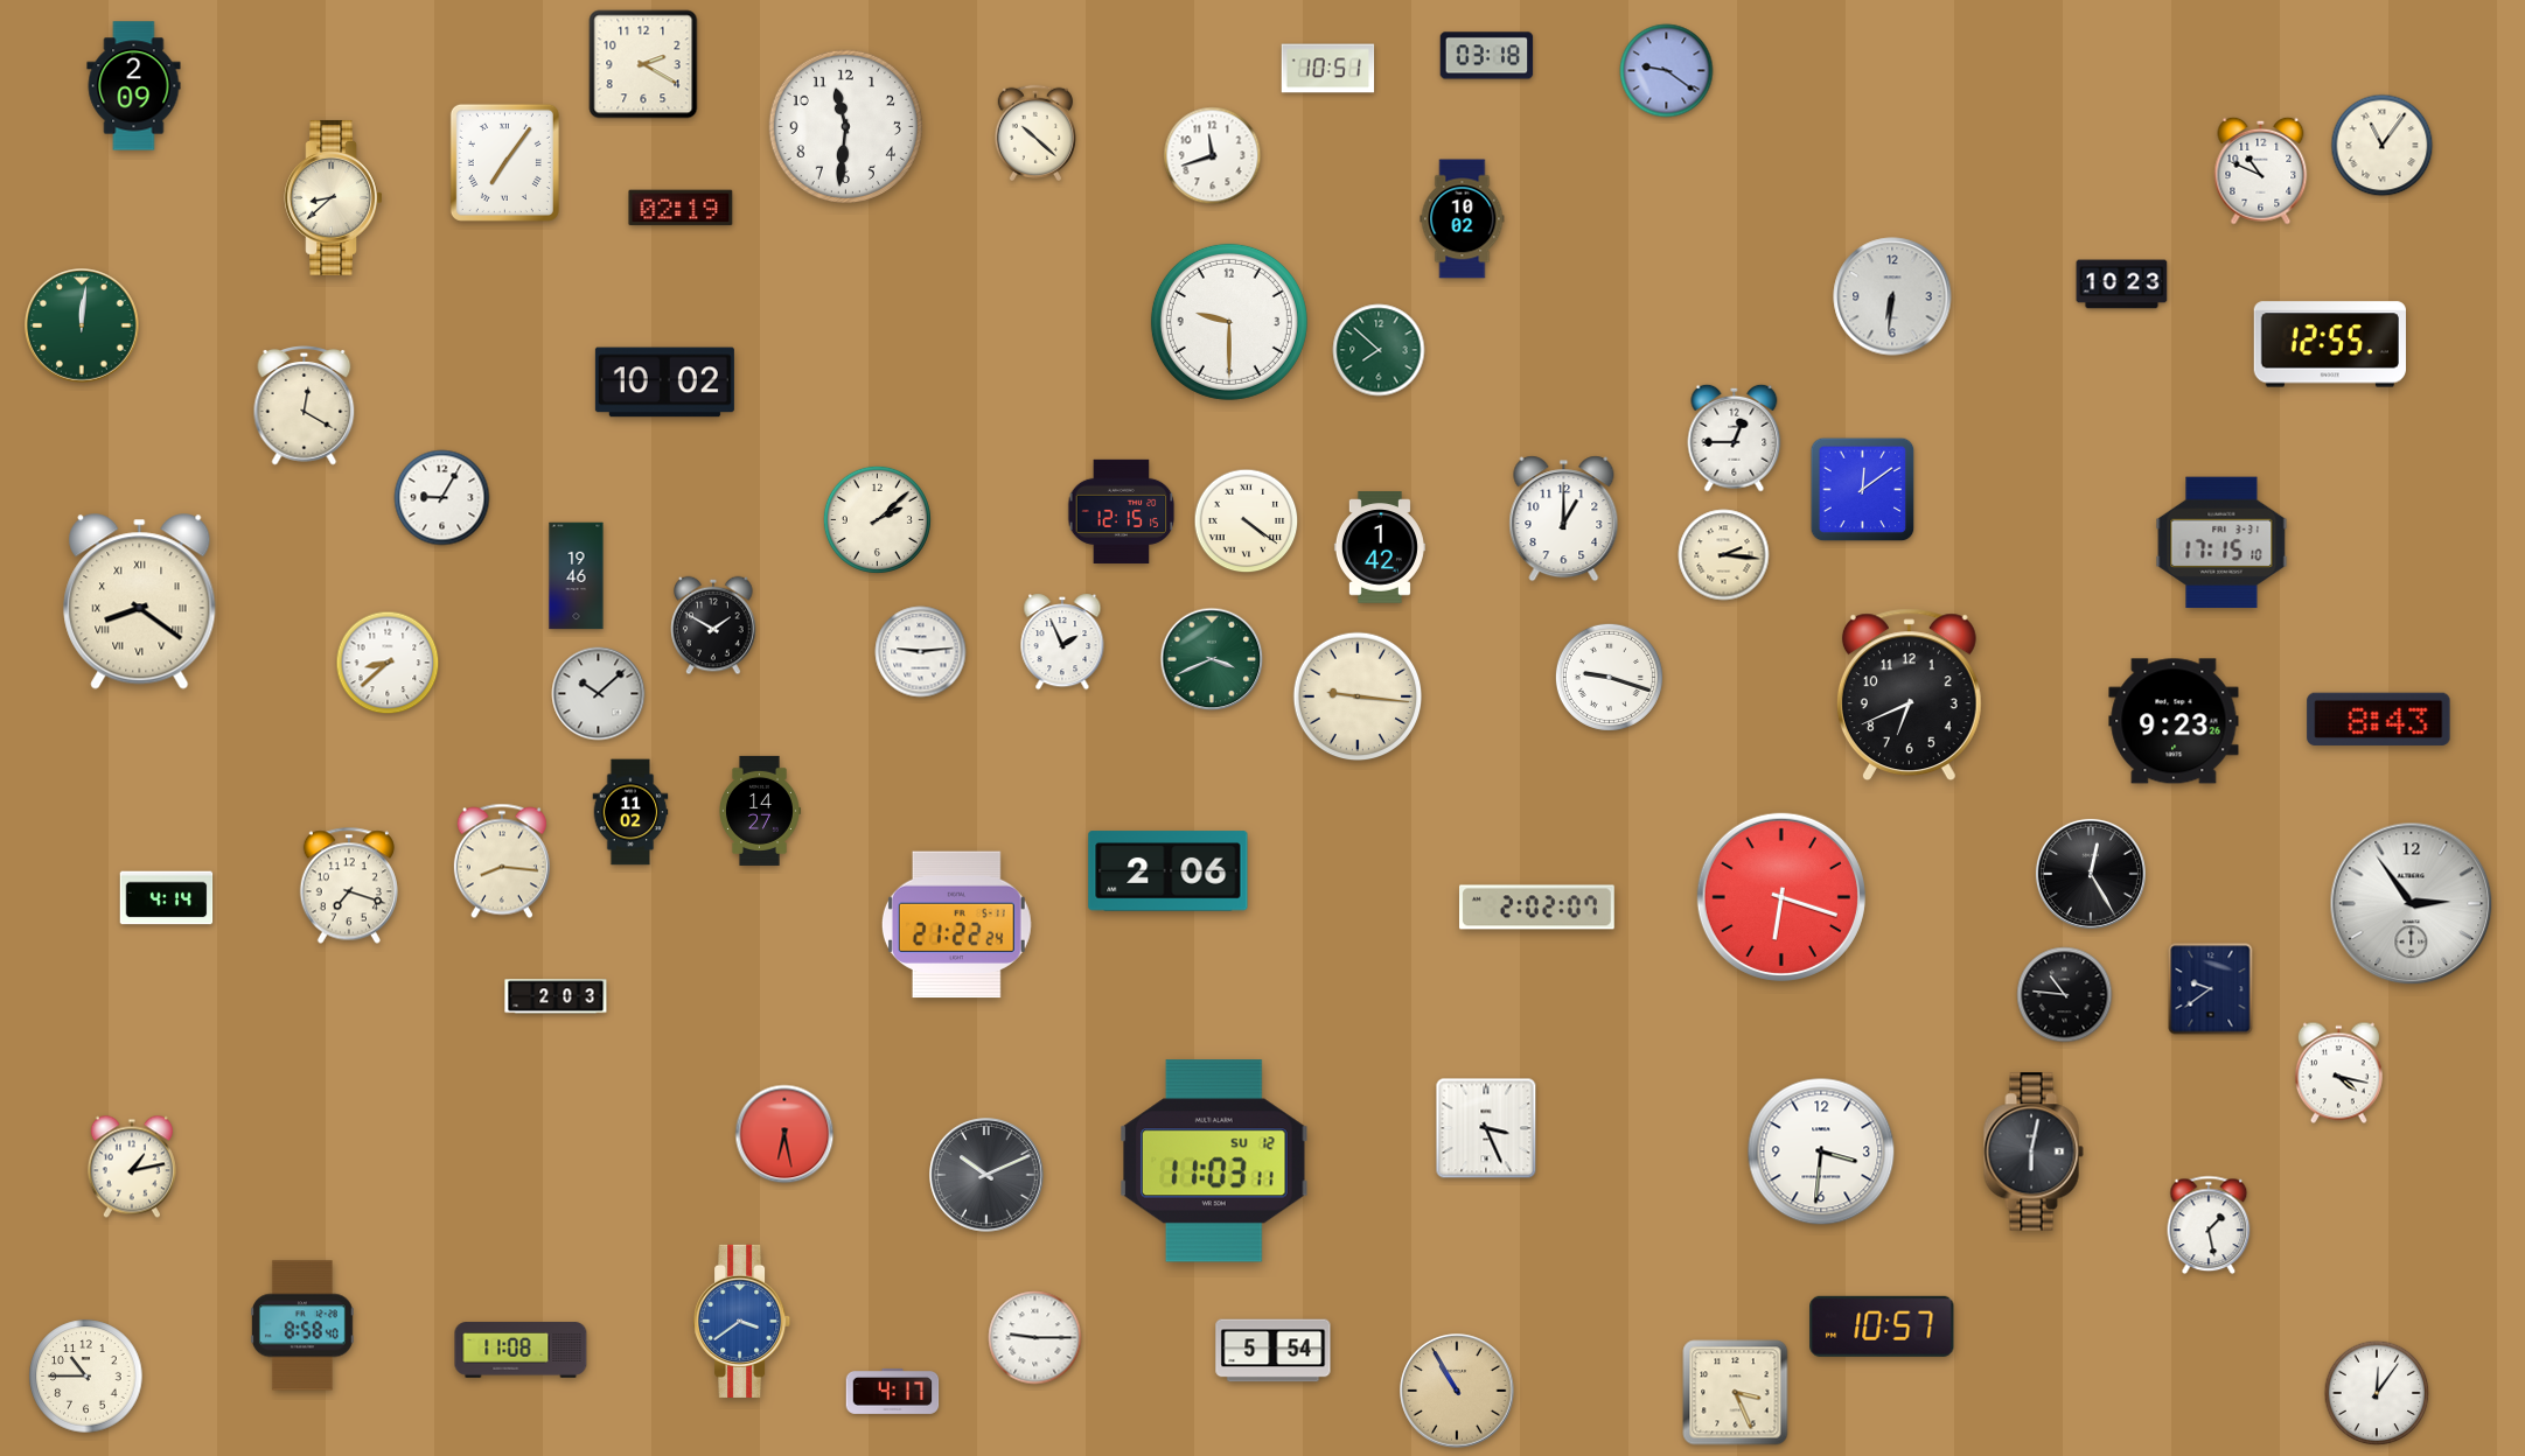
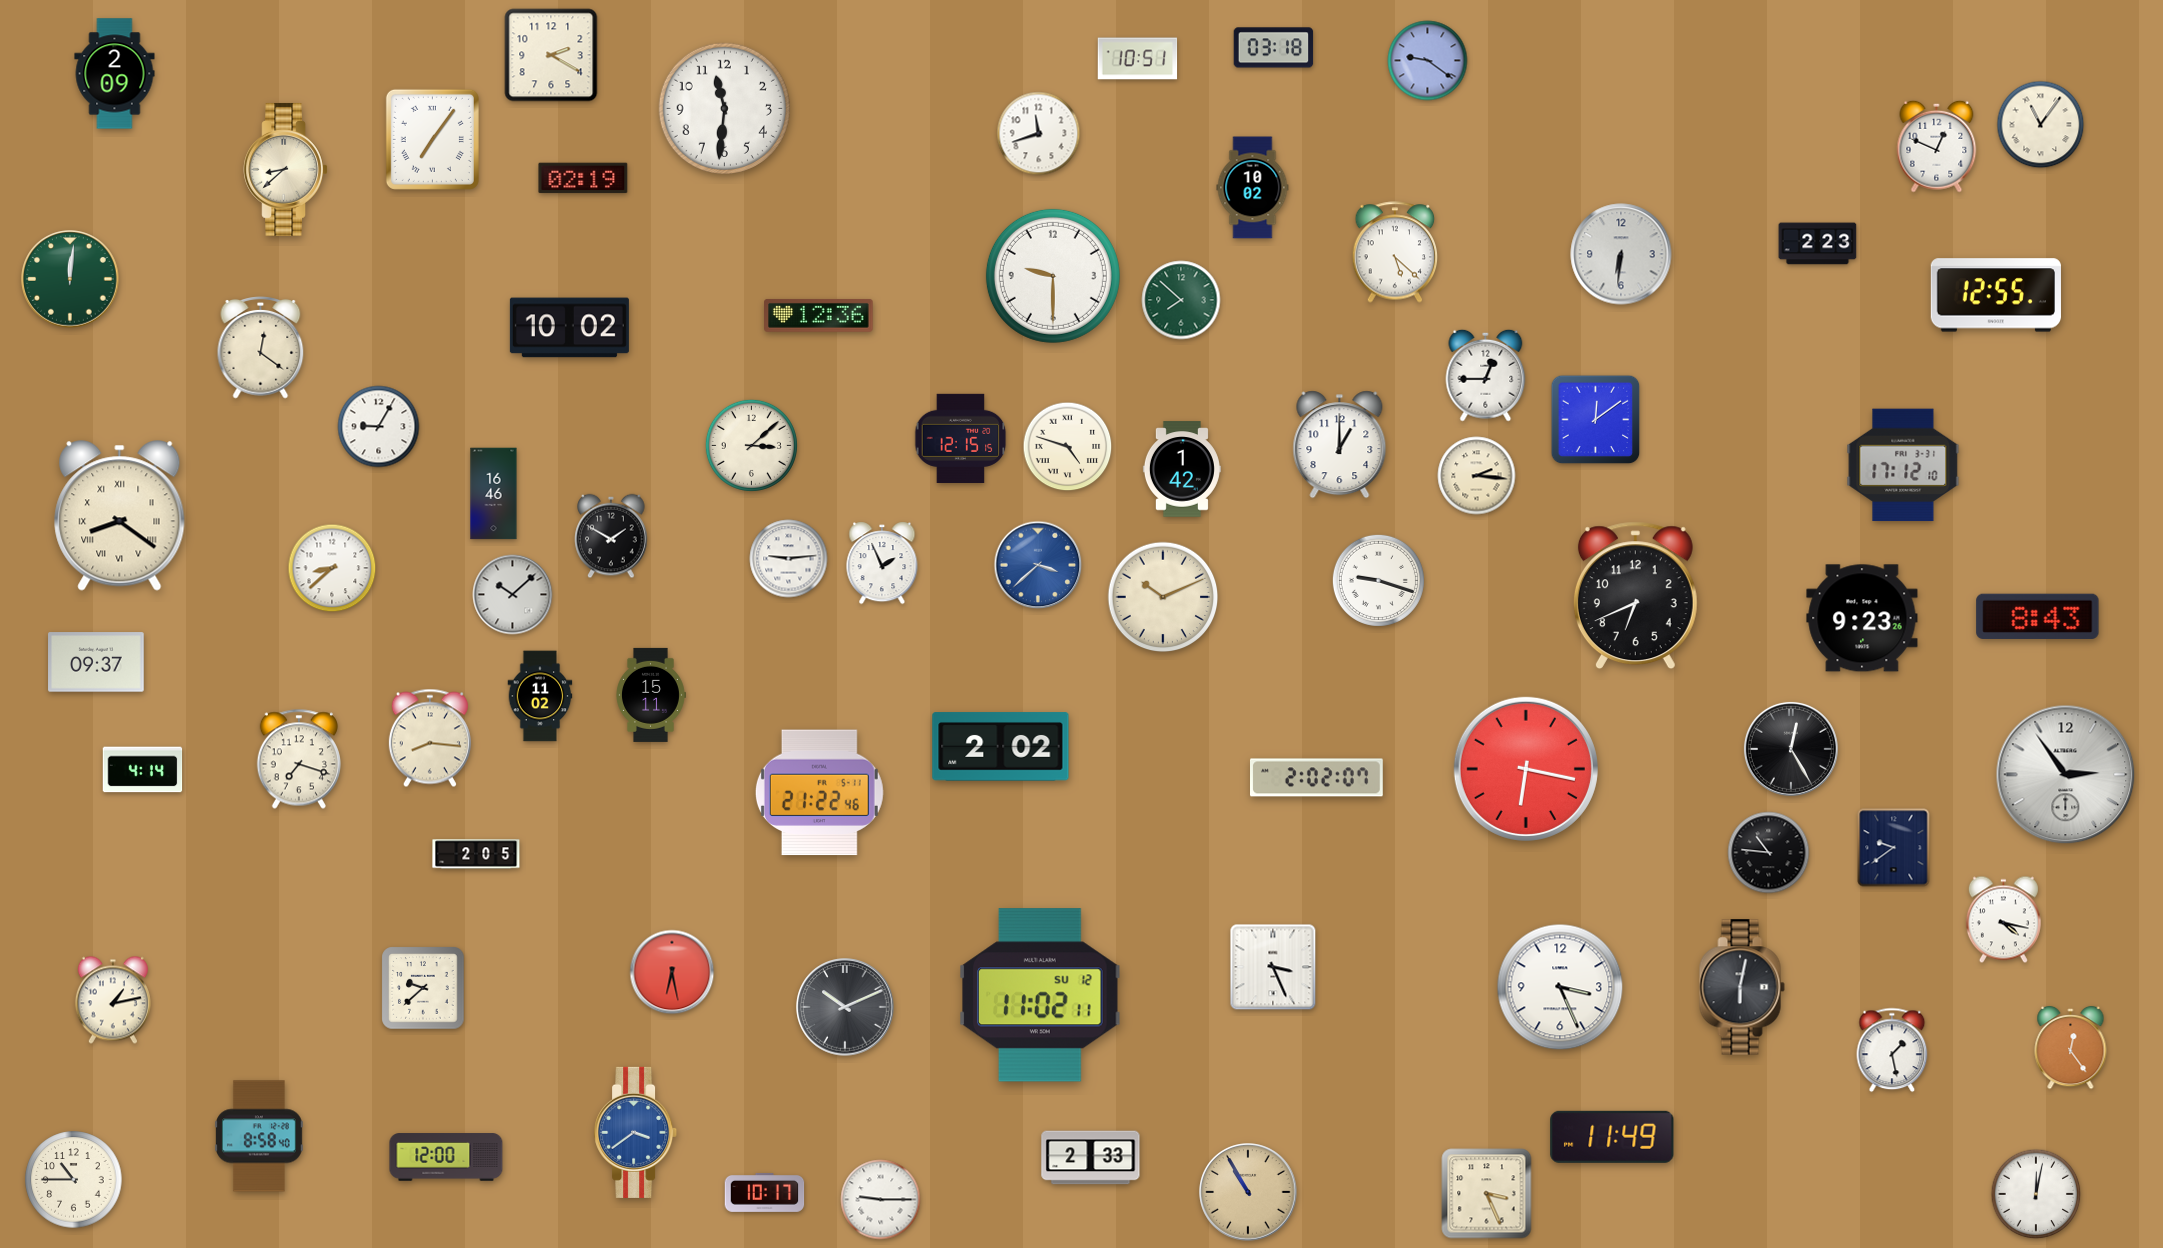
clock at (1034, 132): 10:22 -> none
clock at (2261, 170): 10:49 -> 12:49
clock at (2122, 285): 10:23 -> 2:23
clock at (1395, 252): none -> 5:22
clock at (819, 315): none -> 12:36
clock at (305, 406): 12:20 -> 12:21
clock at (877, 519): 2:08 -> 3:08
clock at (1247, 521): 4:21 -> 4:48
clock at (2221, 542): 17:15 -> 17:12
clock at (577, 576): 19:46 -> 16:46
clock at (1062, 642) position: (1062, 642) -> (882, 563)
clock at (1212, 659): 3:41 -> 3:38
clock at (1212, 659) dial: green -> blue
clock at (1358, 696): 9:16 -> 10:11
clock at (96, 662): none -> 09:37
clock at (760, 811): 14:27 -> 15:11
clock at (1169, 871): 2:06 -> 2:02
clock at (1781, 897): 6:18 -> 6:17
clock at (956, 925): 21:22:24 -> 21:22:46
clock at (556, 996): 2:03 -> 2:05
clock at (1821, 1151): 3:31 -> 3:26
clock at (423, 988): none -> 9:38
clock at (1214, 1161): 11:03 -> 11:02
clock at (2071, 1048): none -> 12:24
clock at (1882, 1326): 10:57 -> 11:49
clock at (1035, 1338) position: (1035, 1338) -> (881, 1200)
clock at (521, 1350): 11:08 -> 12:00
clock at (1274, 1351): 5:54 -> 2:33
clock at (893, 1391): 4:17 -> 10:17
clock at (2377, 1393): 12:06 -> 12:02
